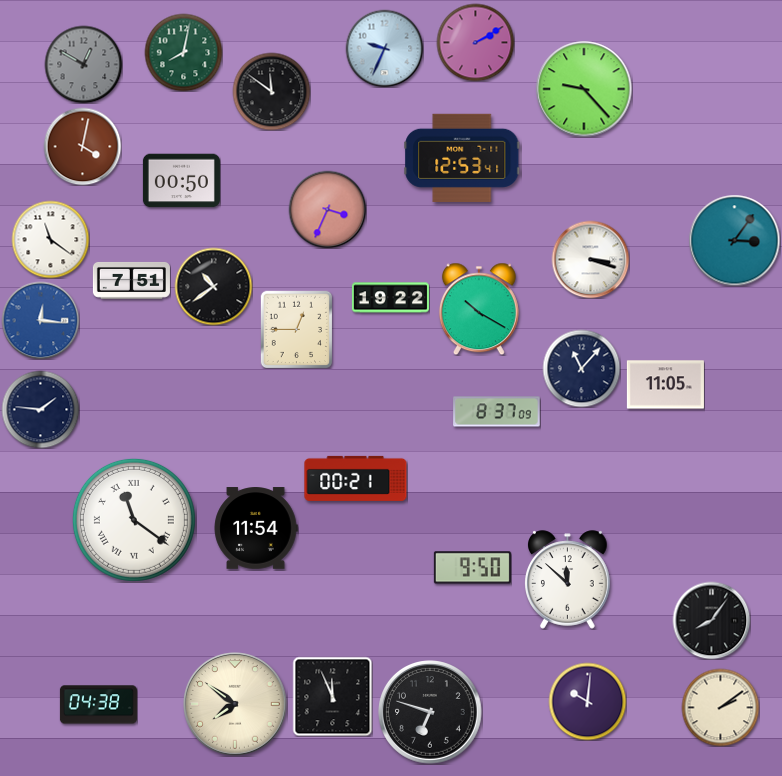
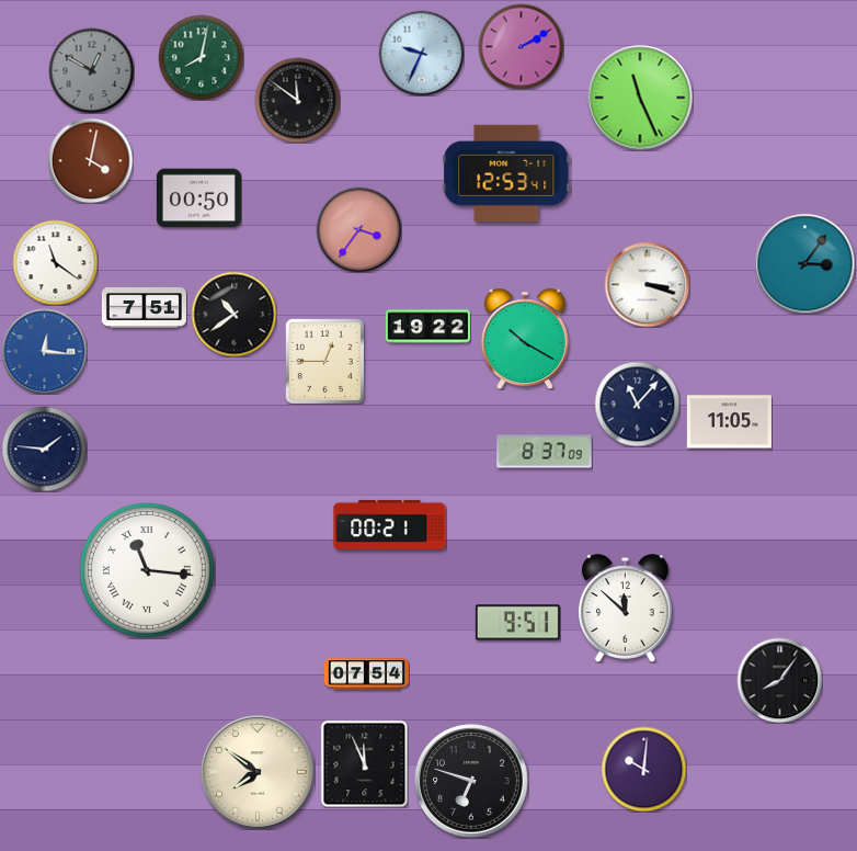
clock at (584, 89): 9:23 -> 11:26
clock at (327, 209): 3:34 -> 3:36
clock at (134, 520): 11:21 -> 11:16
clock at (256, 528): 11:54 -> none
clock at (472, 568): 9:50 -> 9:51
clock at (568, 580) position: (568, 580) -> (626, 609)
clock at (366, 674): none -> 07:54
clock at (98, 705): 04:38 -> none
clock at (720, 707): 2:09 -> none
